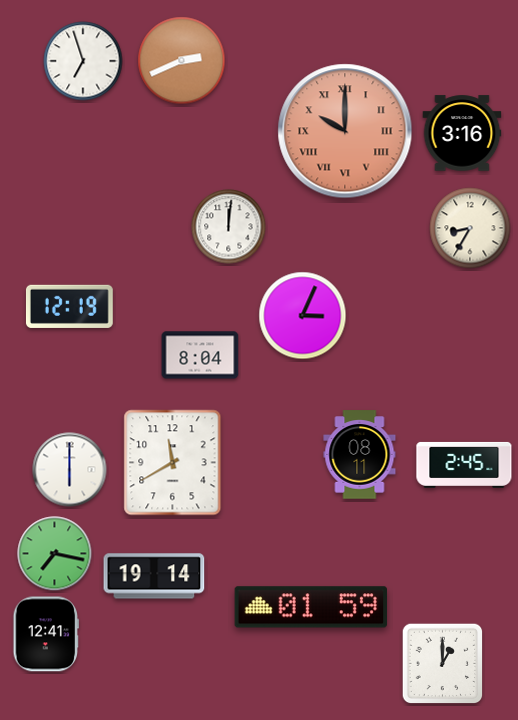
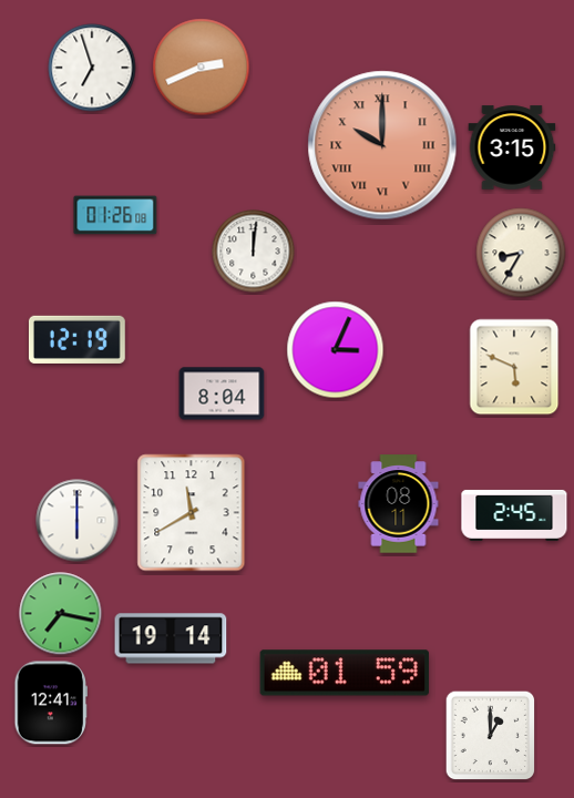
clock at (462, 133): 3:16 -> 3:15
clock at (115, 215): none -> 01:26
clock at (514, 367): none -> 5:49
